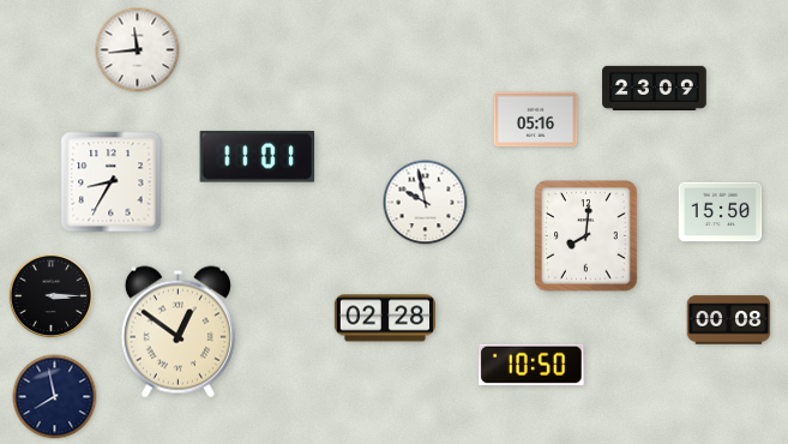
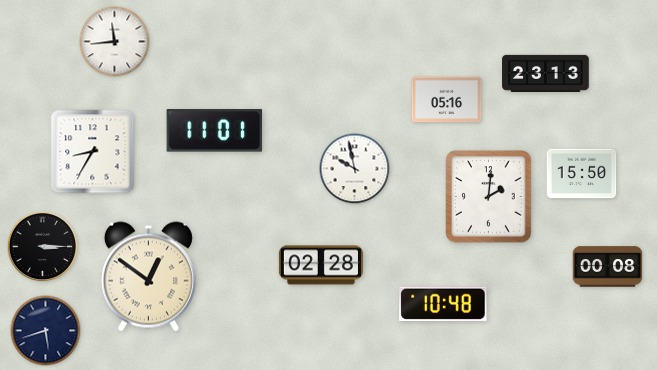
clock at (655, 88): 23:09 -> 23:13
clock at (721, 212) position: (721, 212) -> (582, 174)
clock at (587, 236): 8:01 -> 2:01
clock at (531, 364): 10:50 -> 10:48
clock at (55, 397): 7:58 -> 5:42
